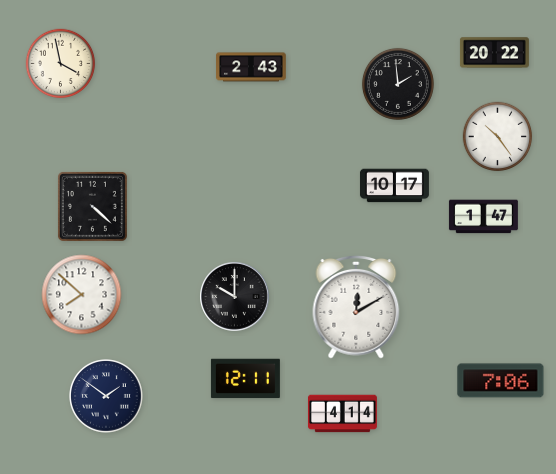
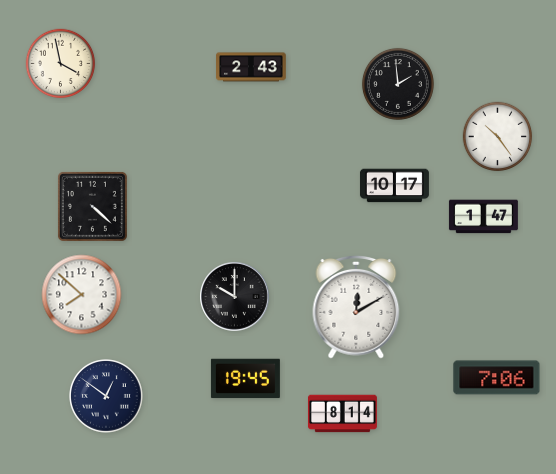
clock at (494, 53): 20:22 -> none
clock at (245, 379): 12:11 -> 19:45
clock at (501, 381) position: (501, 381) -> (497, 378)
clock at (106, 396): 1:51 -> 12:51
clock at (342, 414): 4:14 -> 8:14
